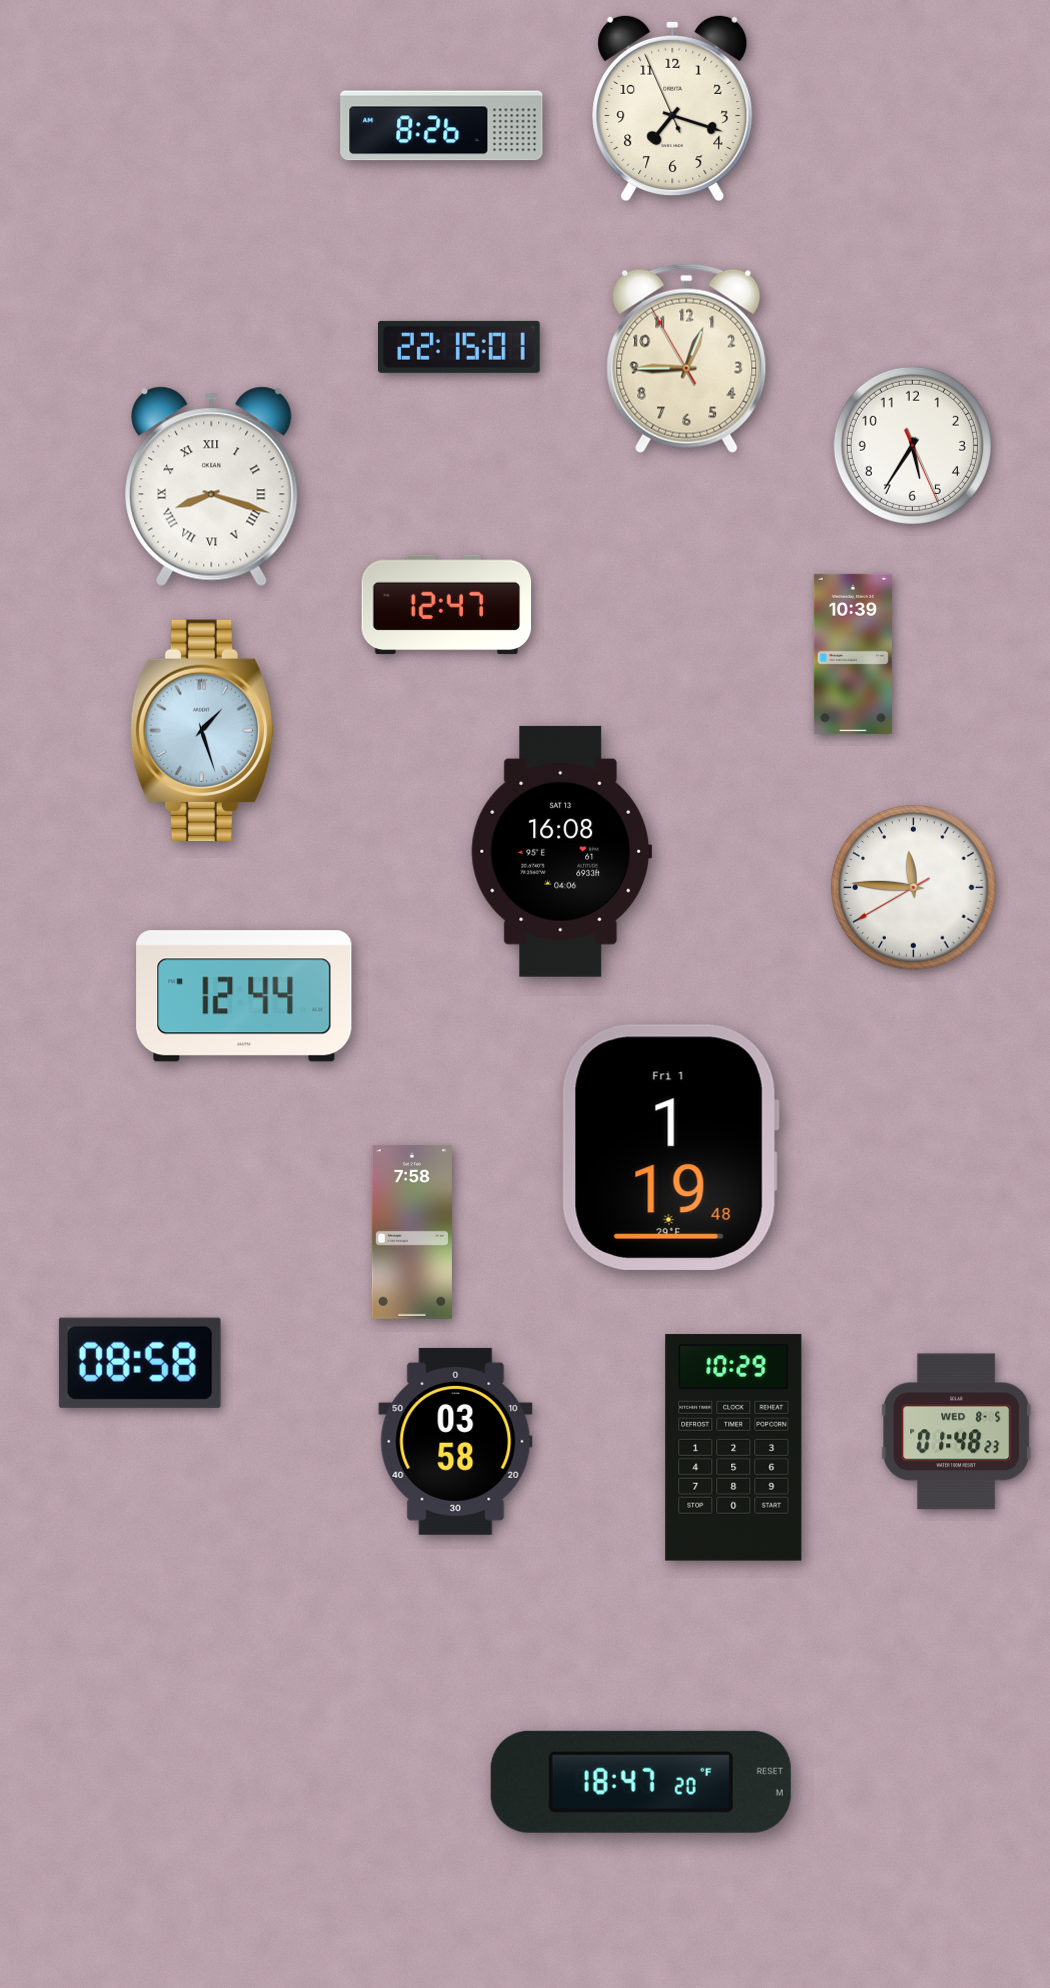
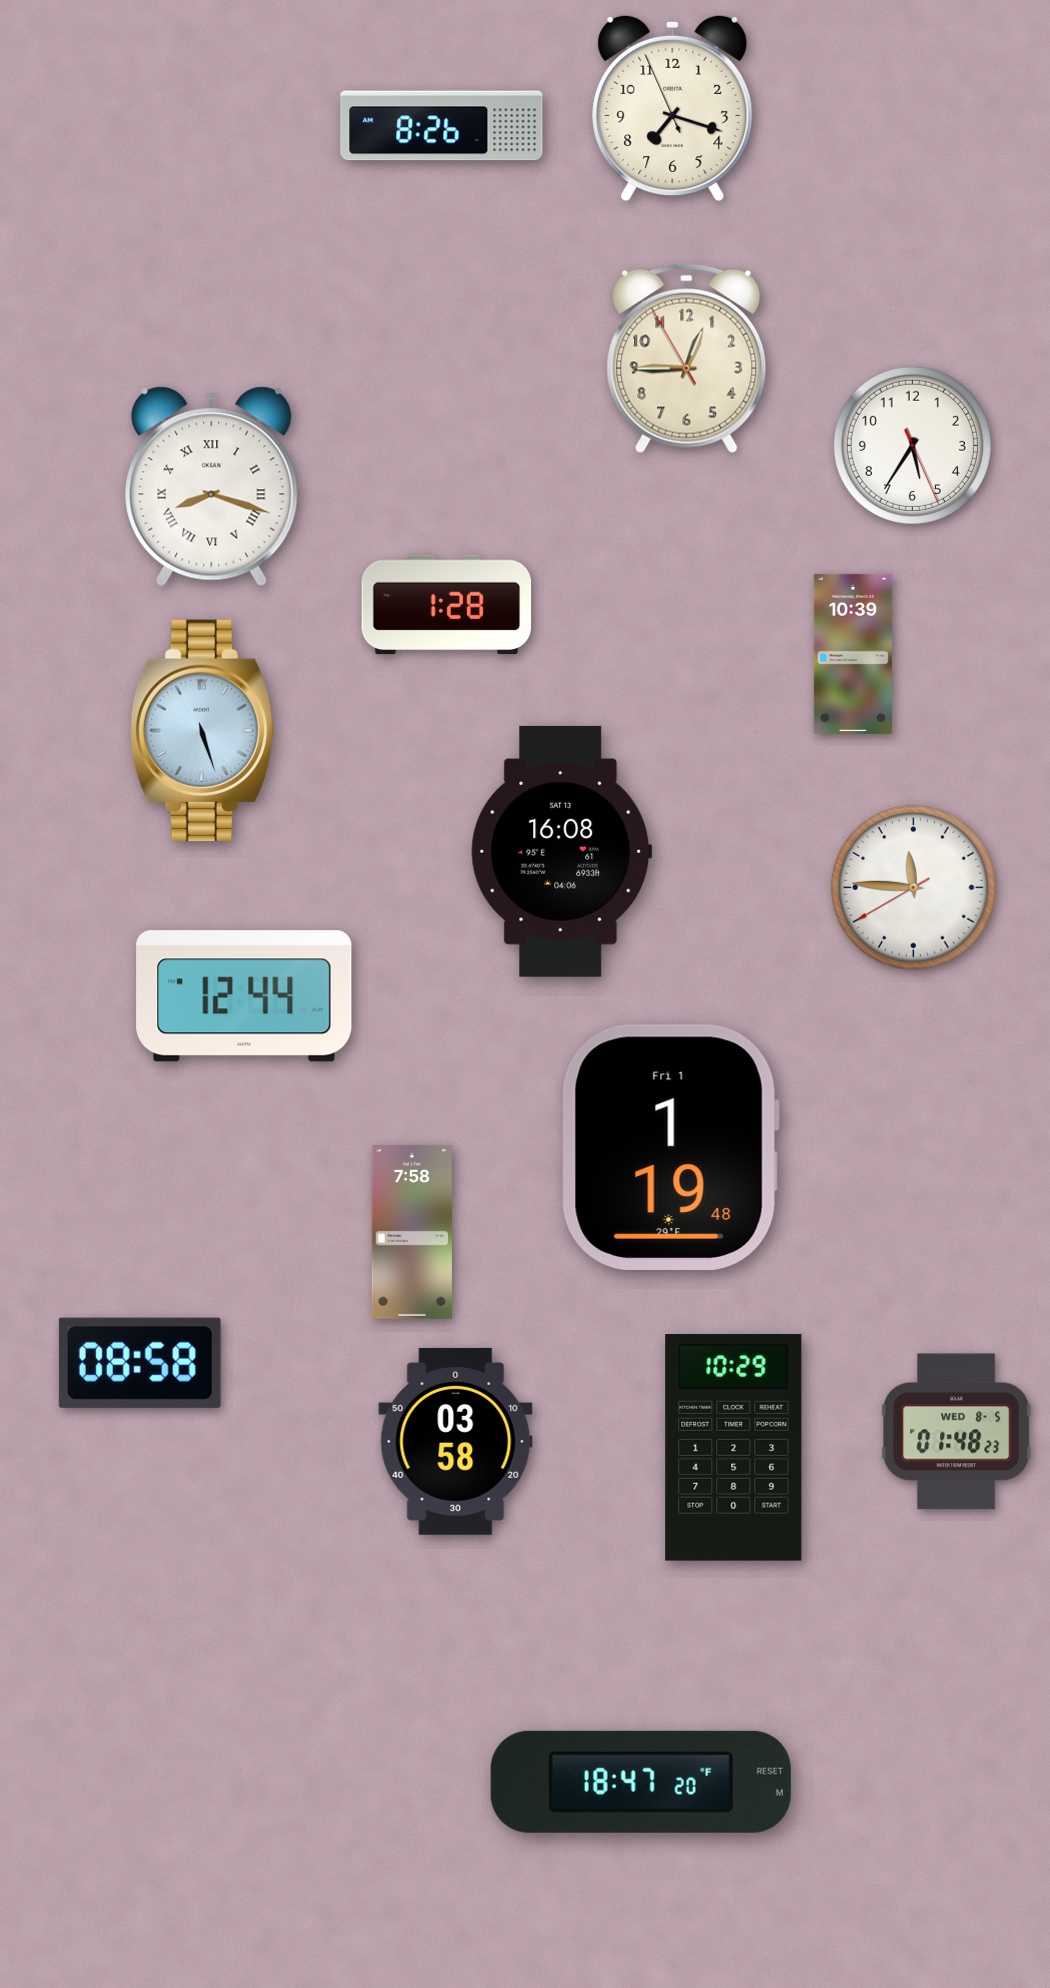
clock at (460, 347): 22:15 -> none
clock at (447, 605): 12:47 -> 1:28
clock at (203, 730): 1:27 -> 5:27
